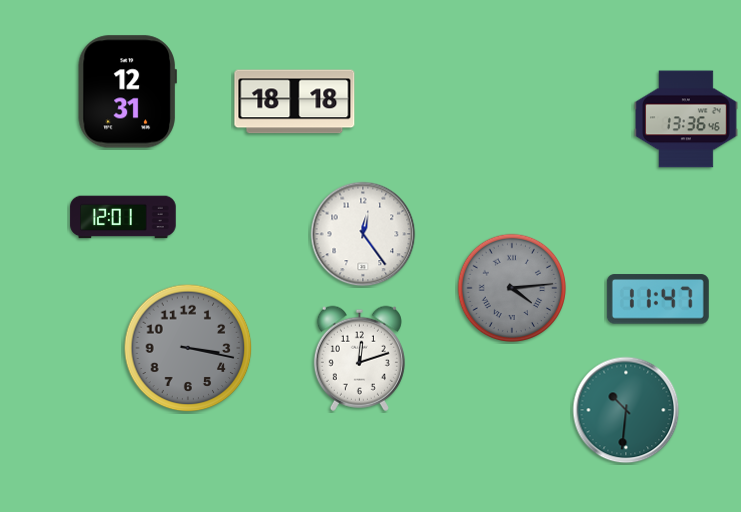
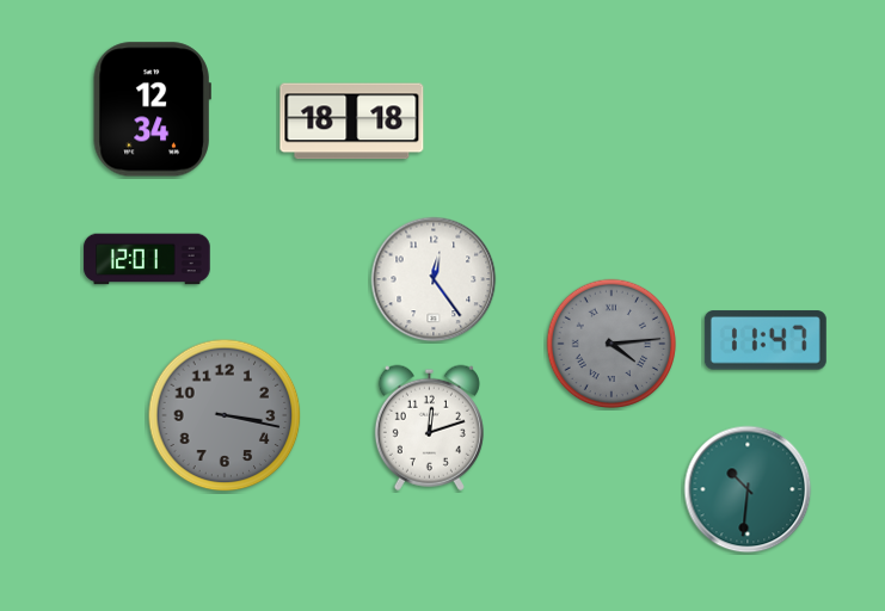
clock at (127, 92): 12:31 -> 12:34
clock at (686, 119): 13:36 -> none
clock at (658, 299) position: (658, 299) -> (766, 340)
